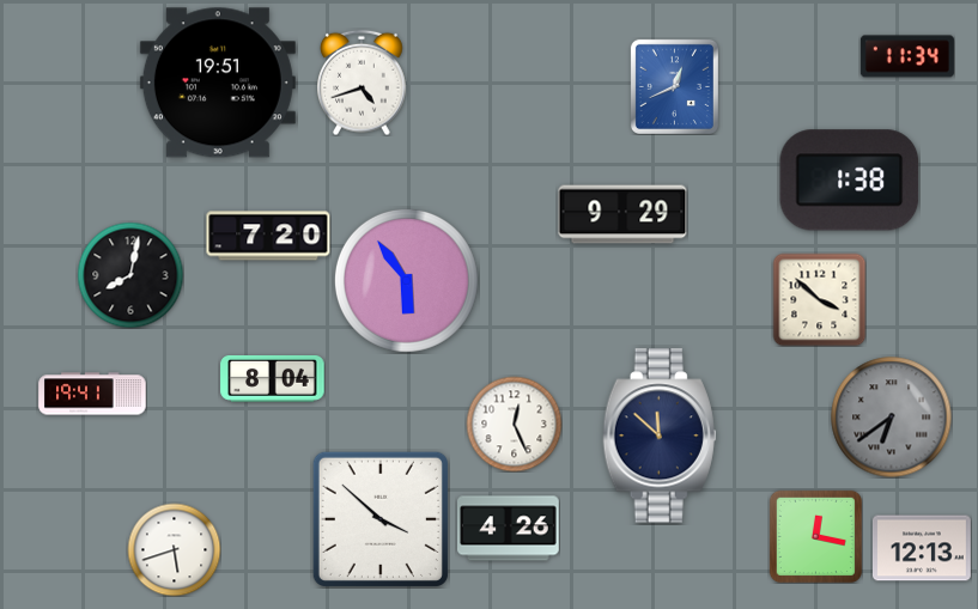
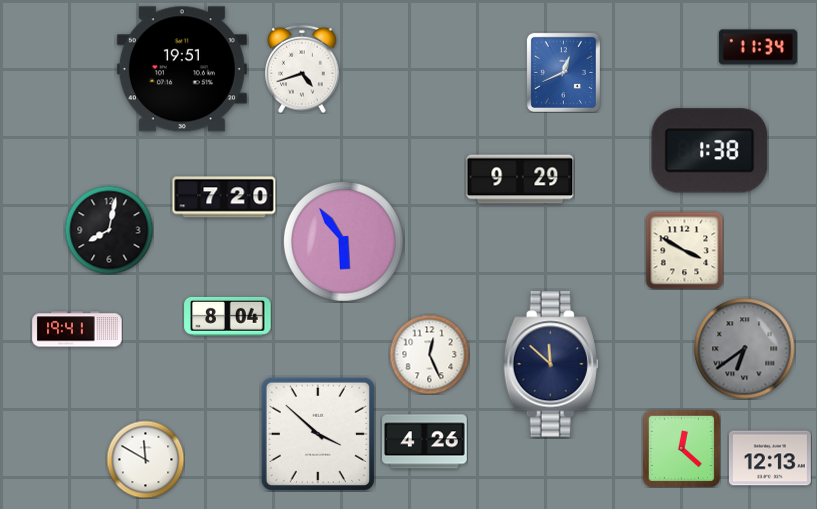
clock at (406, 280) position: (406, 280) -> (343, 241)
clock at (819, 299): 3:52 -> 3:50
clock at (815, 536): 12:17 -> 12:22
clock at (174, 549): 5:42 -> 11:50
